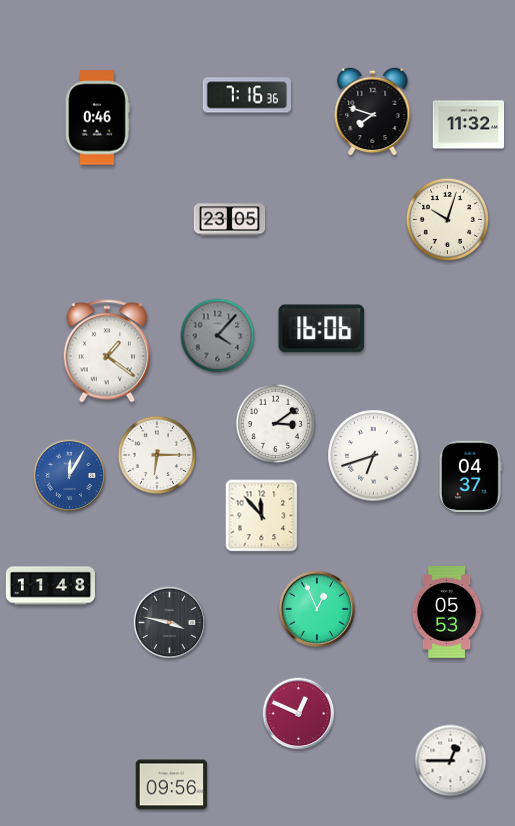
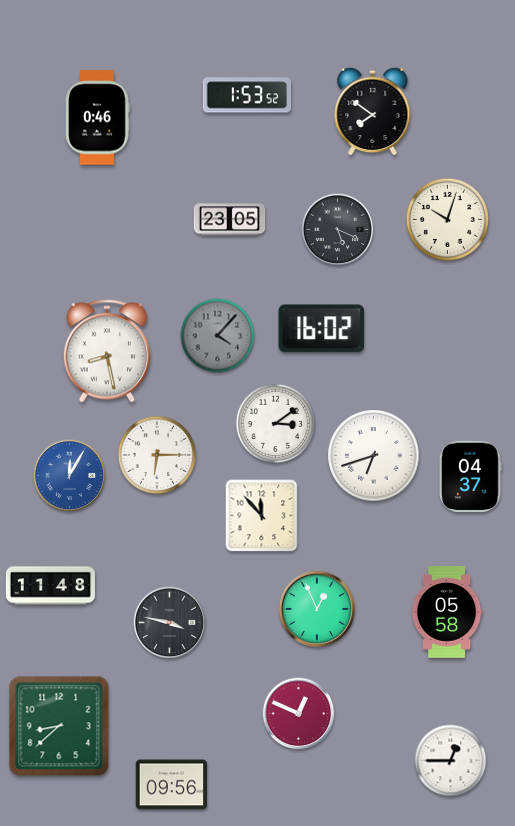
clock at (246, 95): 7:16 -> 1:53
clock at (373, 111): 7:48 -> 7:51
clock at (469, 125): 11:32 -> none
clock at (338, 230): none -> 5:19
clock at (322, 329): 16:06 -> 16:02
clock at (107, 351): 1:21 -> 8:28
clock at (447, 612): 05:53 -> 05:58
clock at (59, 726): none -> 8:38
